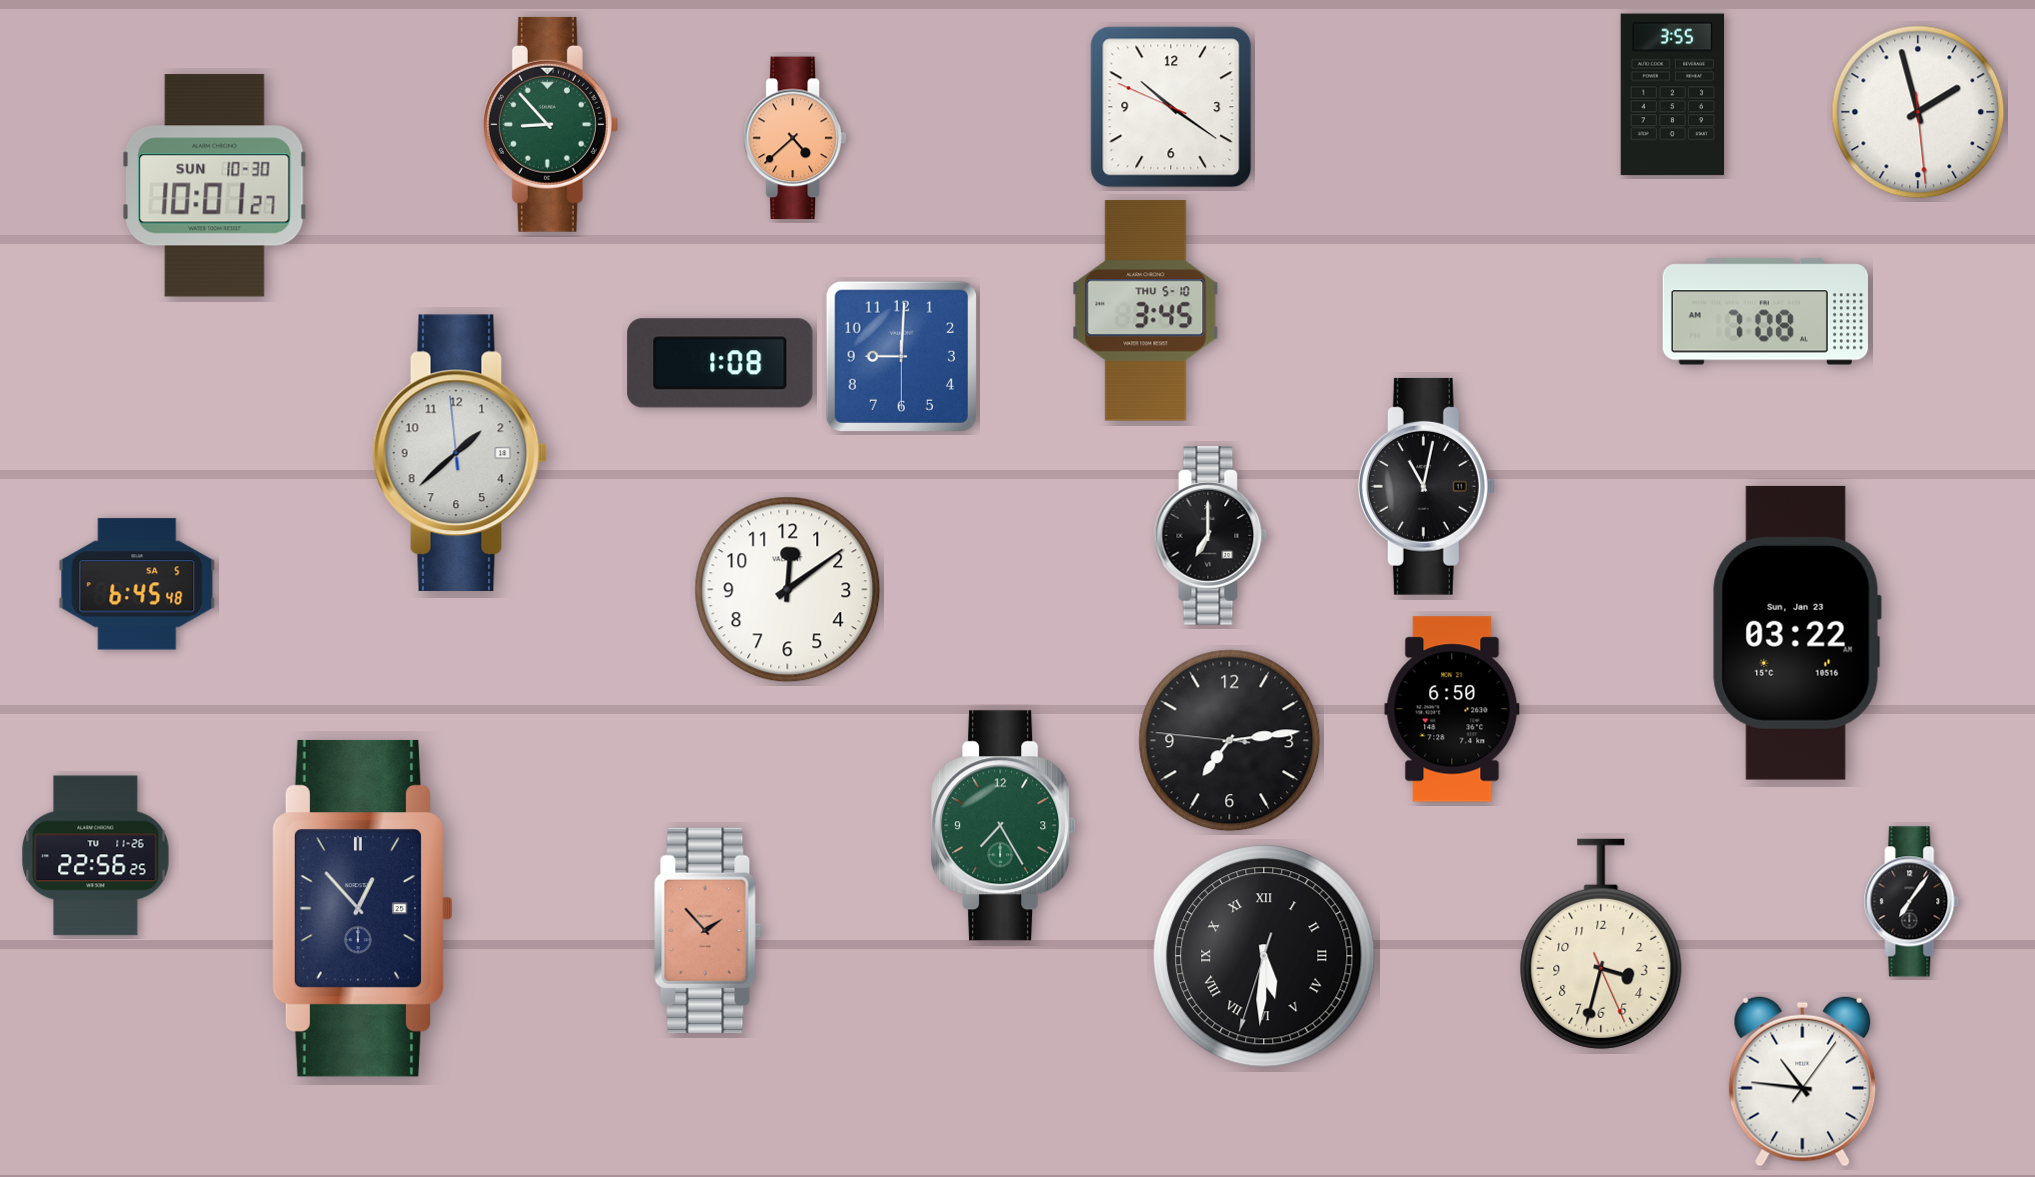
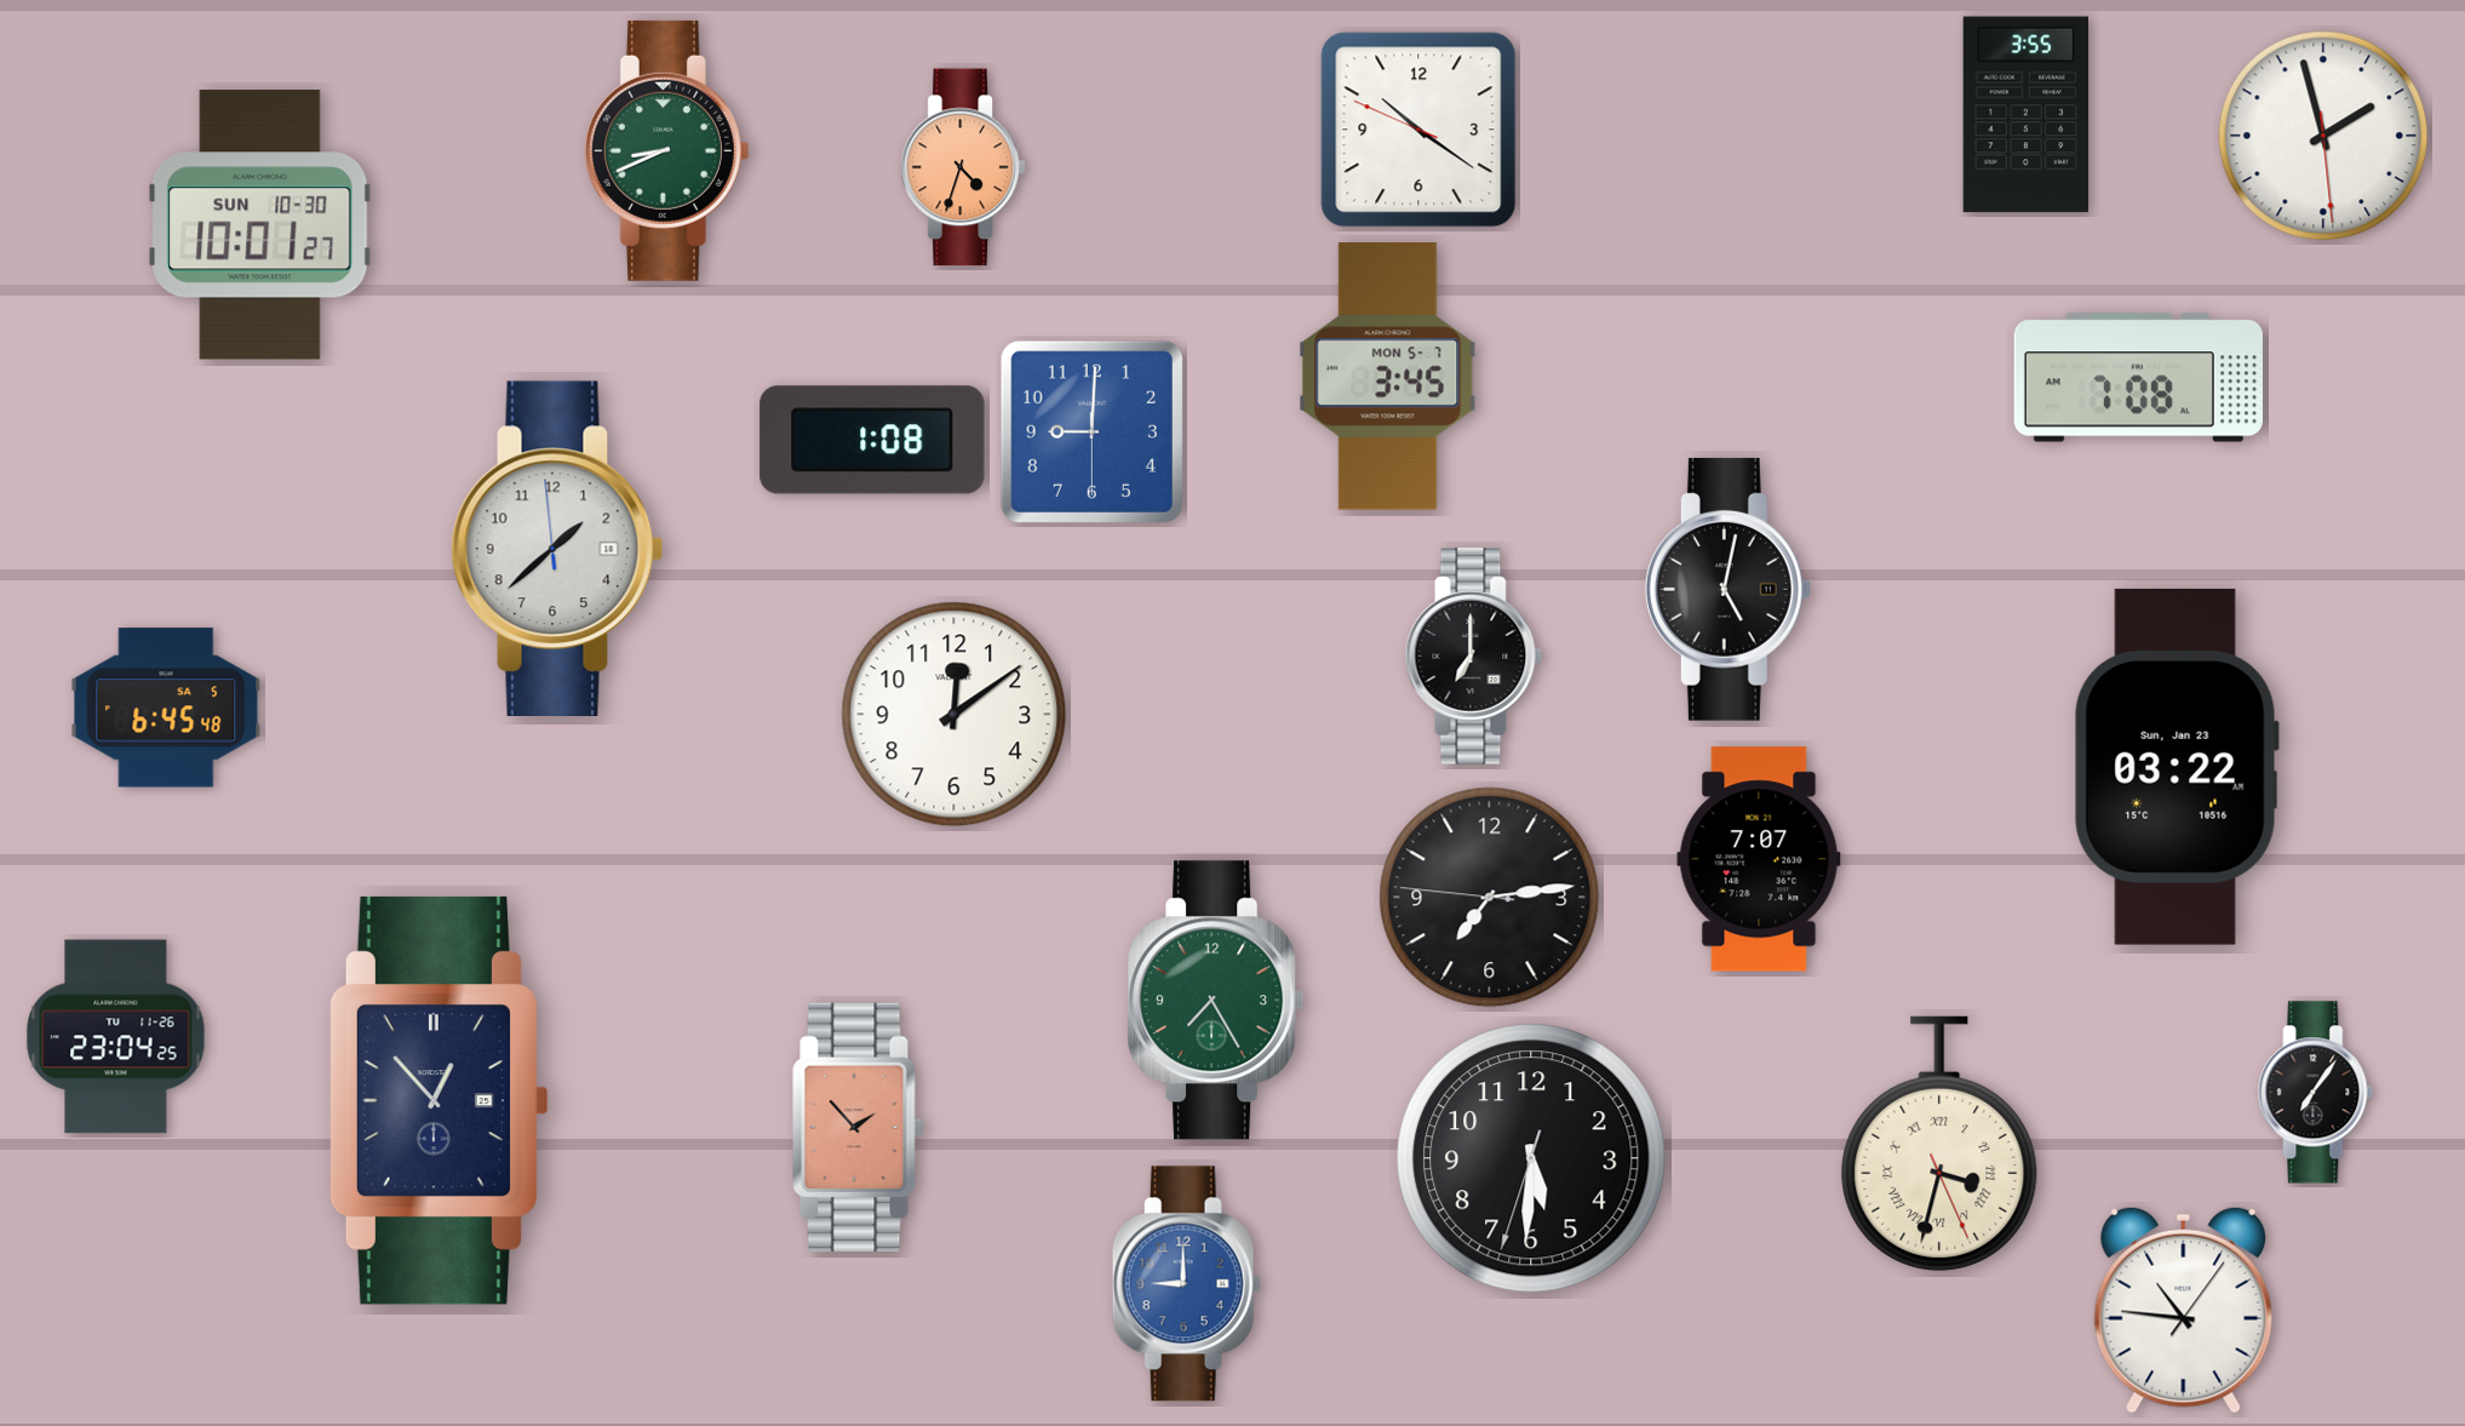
clock at (550, 124): 8:53 -> 8:41
clock at (795, 138): 4:38 -> 4:33
clock at (1146, 311) date: THU 5-10 -> MON 5-7
clock at (1426, 486): 11:02 -> 5:02
clock at (1211, 536) position: (1211, 536) -> (1474, 657)
clock at (1452, 709): 6:50 -> 7:07
clock at (96, 856): 22:56 -> 23:04
clock at (1601, 944) numerals: Arabic -> Roman
clock at (1264, 956) numerals: Roman -> Arabic
clock at (1186, 1284): none -> 9:00
